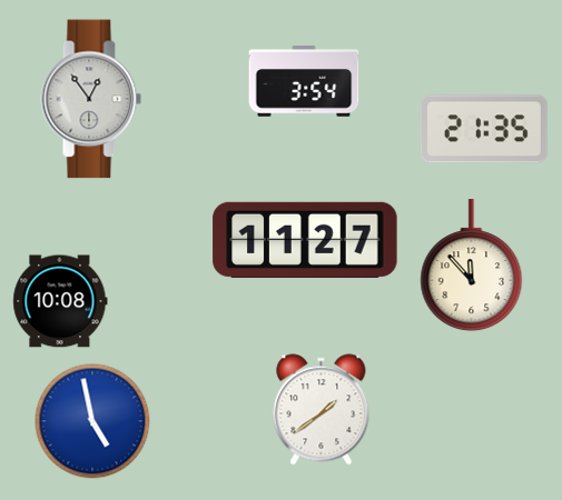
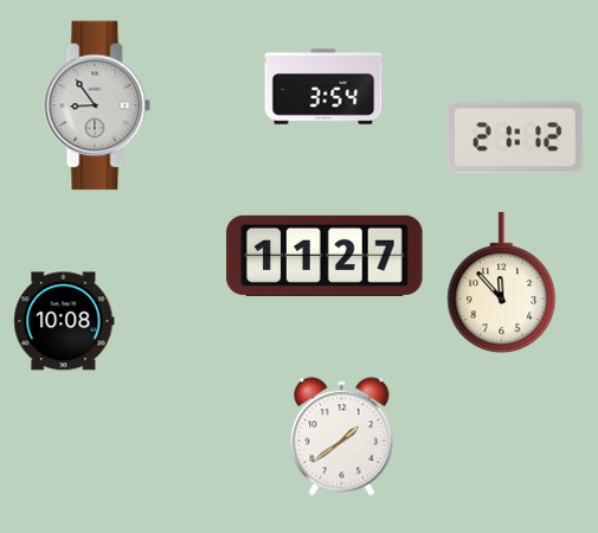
clock at (91, 99): 12:54 -> 8:54
clock at (484, 129): 21:35 -> 21:12
clock at (92, 421): 4:58 -> none
